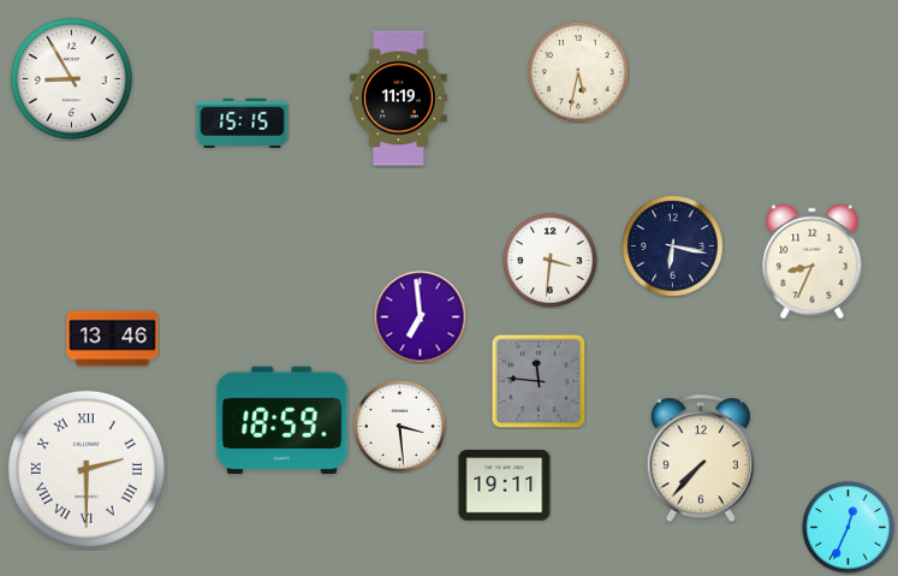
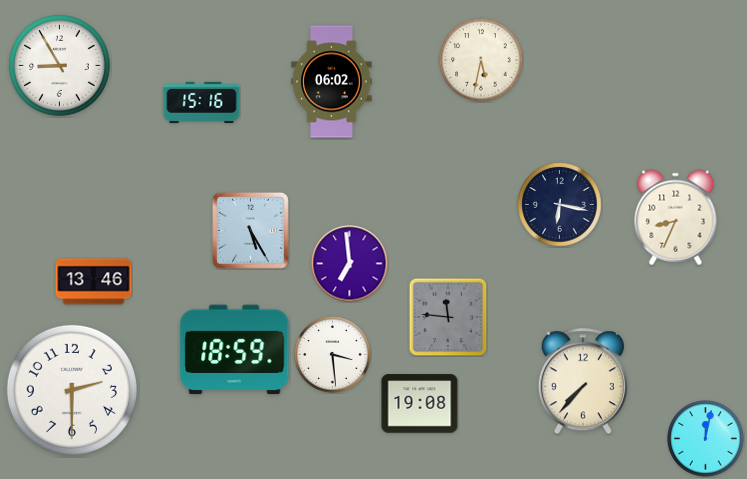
clock at (399, 99): 11:19 -> 06:02
clock at (243, 123): 15:15 -> 15:16
clock at (551, 261): 3:31 -> none
clock at (250, 230): none -> 5:25
clock at (87, 469) numerals: Roman -> Arabic
clock at (505, 486): 19:11 -> 19:08
clock at (849, 528): 12:34 -> 12:02
